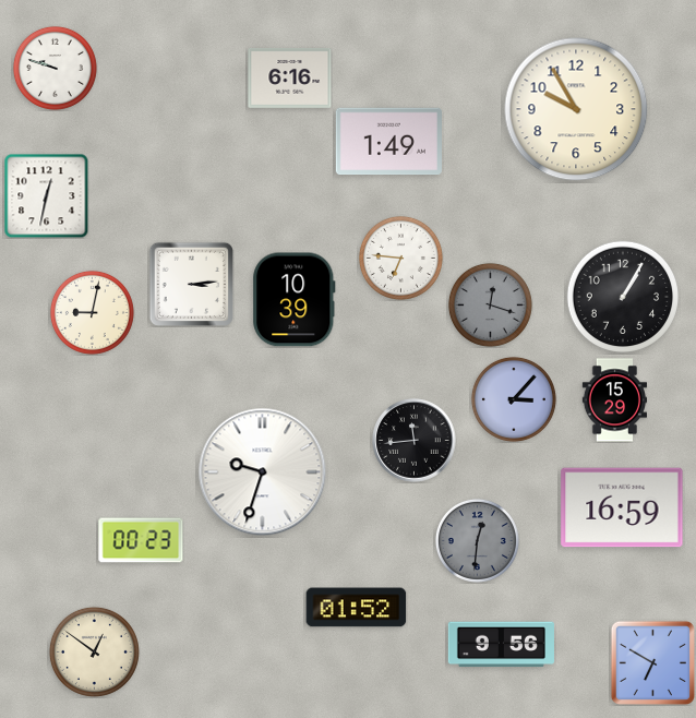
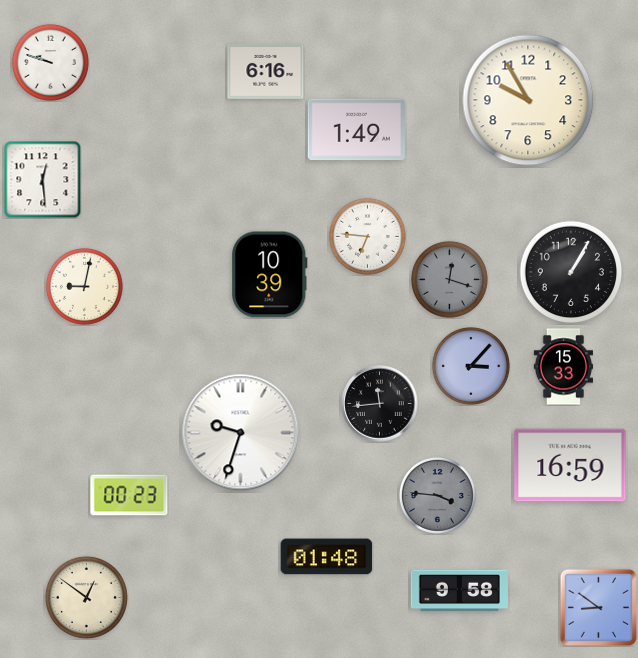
clock at (46, 195): 12:32 -> 12:29
clock at (191, 284): 3:14 -> none
clock at (614, 400): 15:29 -> 15:33
clock at (477, 540): 12:31 -> 3:46
clock at (357, 608): 01:52 -> 01:48
clock at (501, 645): 9:56 -> 9:58
clock at (652, 662): 6:50 -> 8:51
